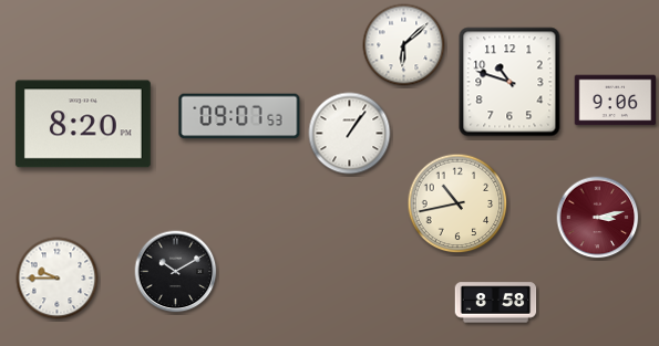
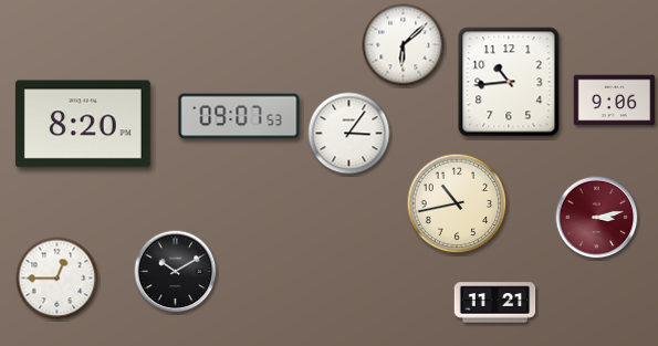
clock at (509, 82): 10:48 -> 10:44
clock at (350, 134): 1:06 -> 3:06
clock at (58, 279): 9:45 -> 12:45
clock at (496, 303): 8:58 -> 11:21
